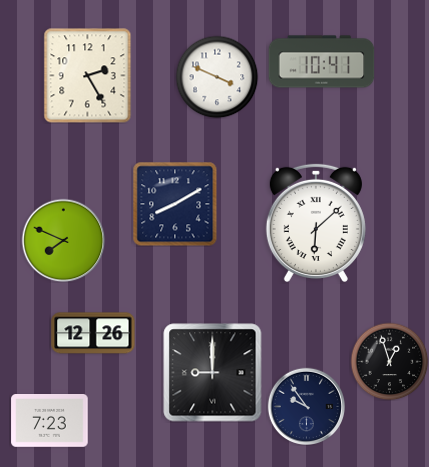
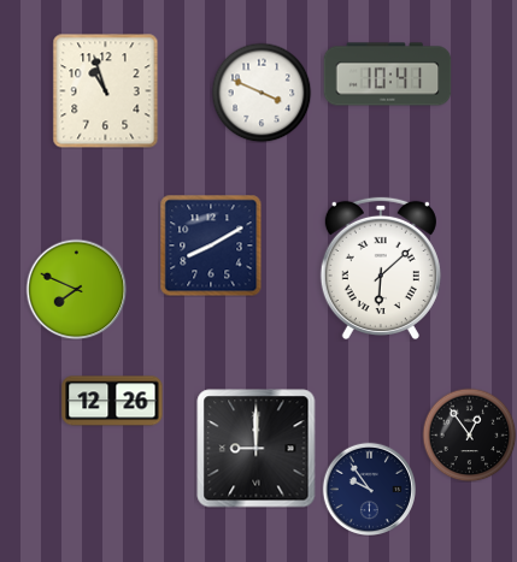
clock at (88, 76): 2:25 -> 10:57
clock at (389, 361): 12:57 -> 12:54
clock at (50, 421): 7:23 -> none
